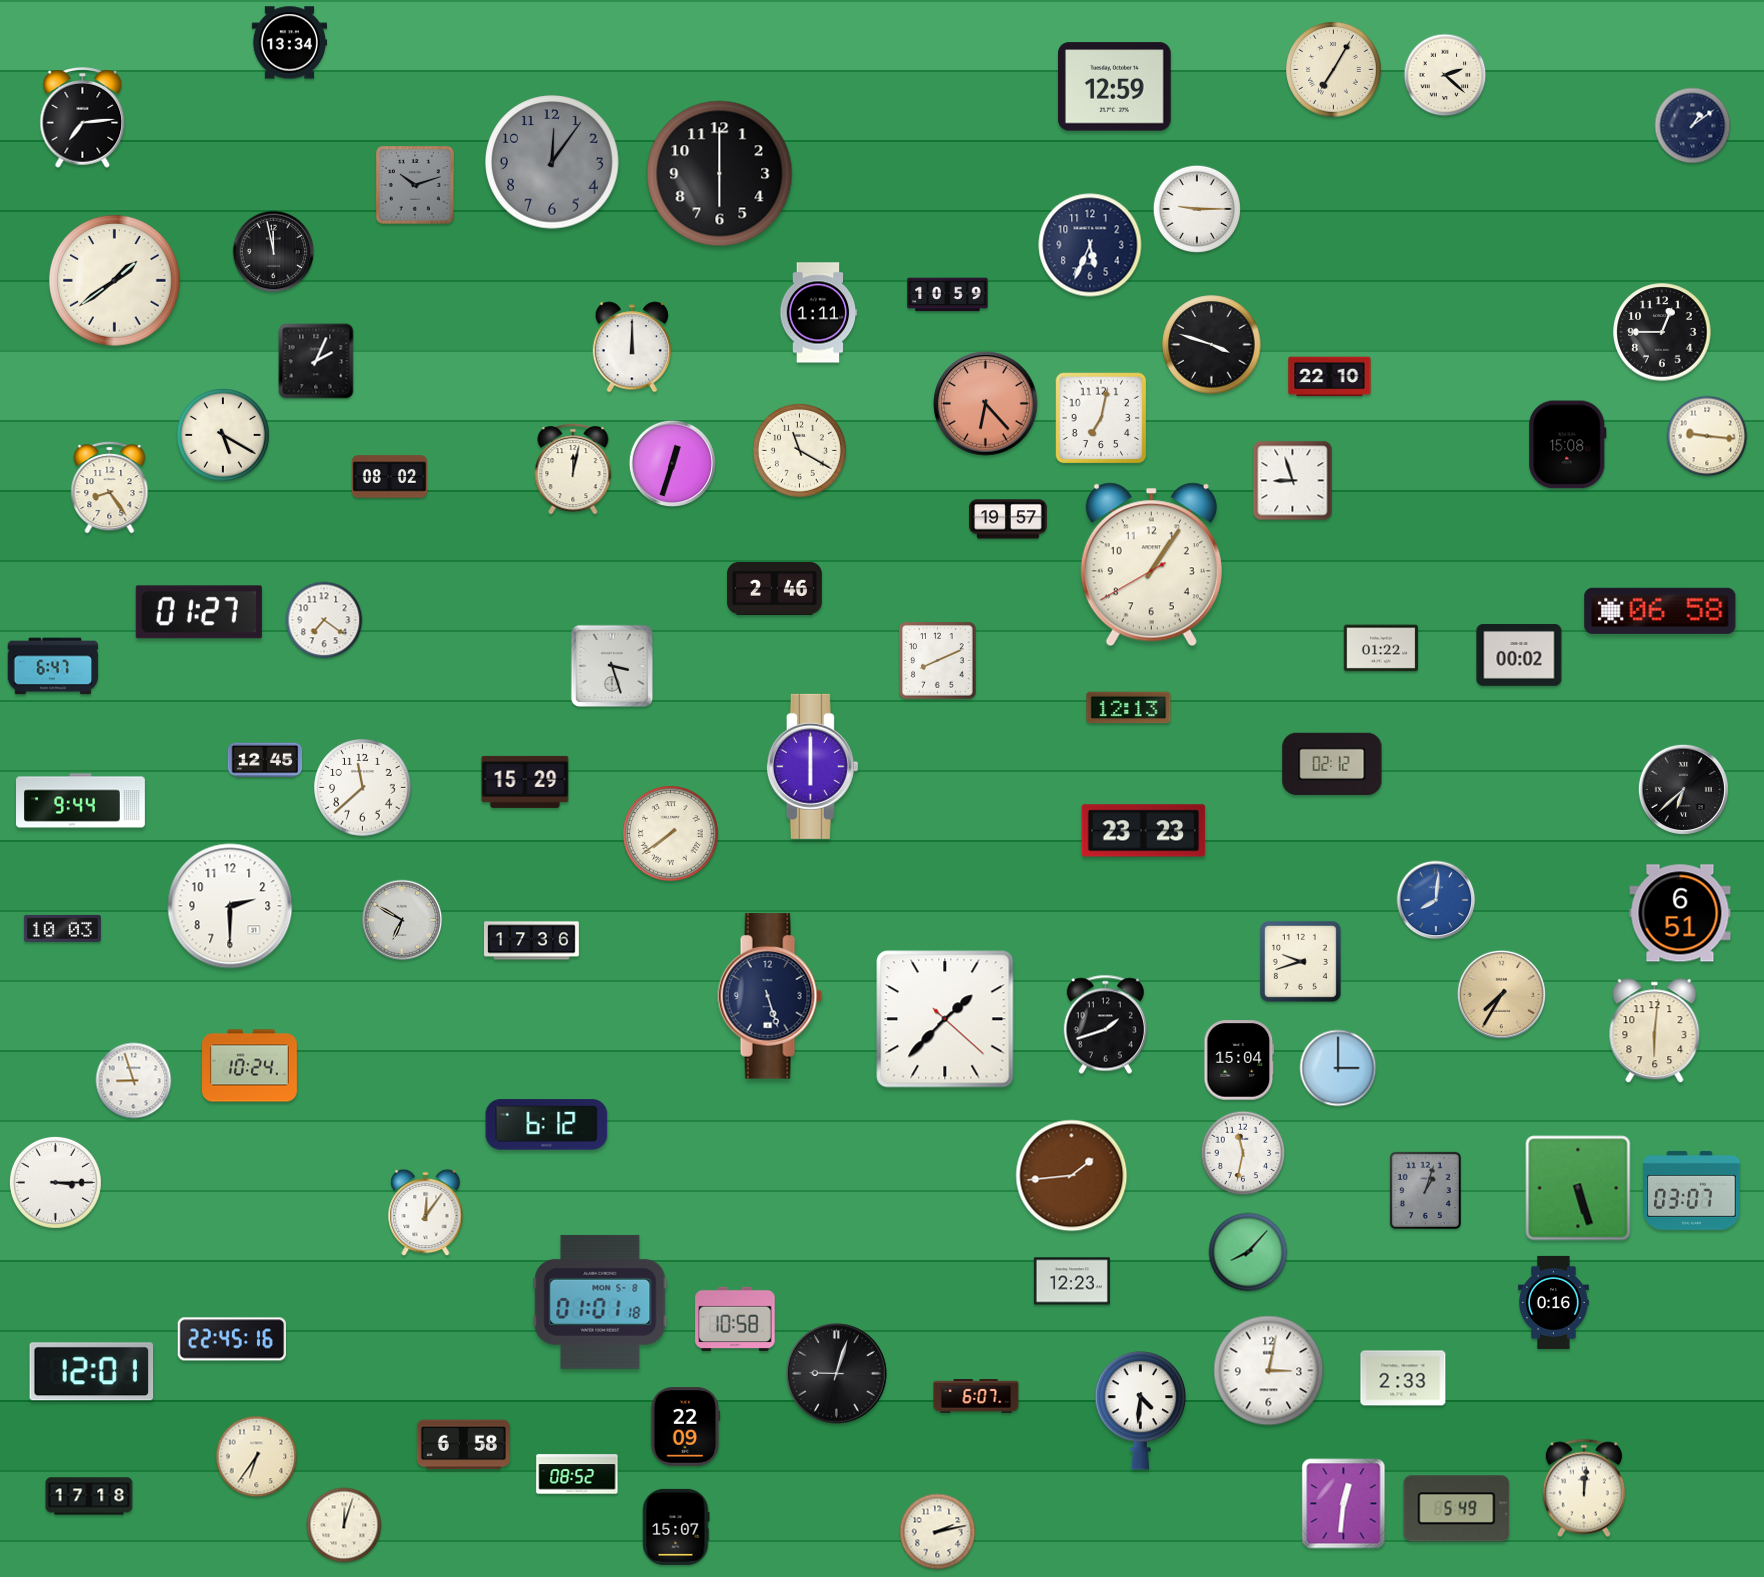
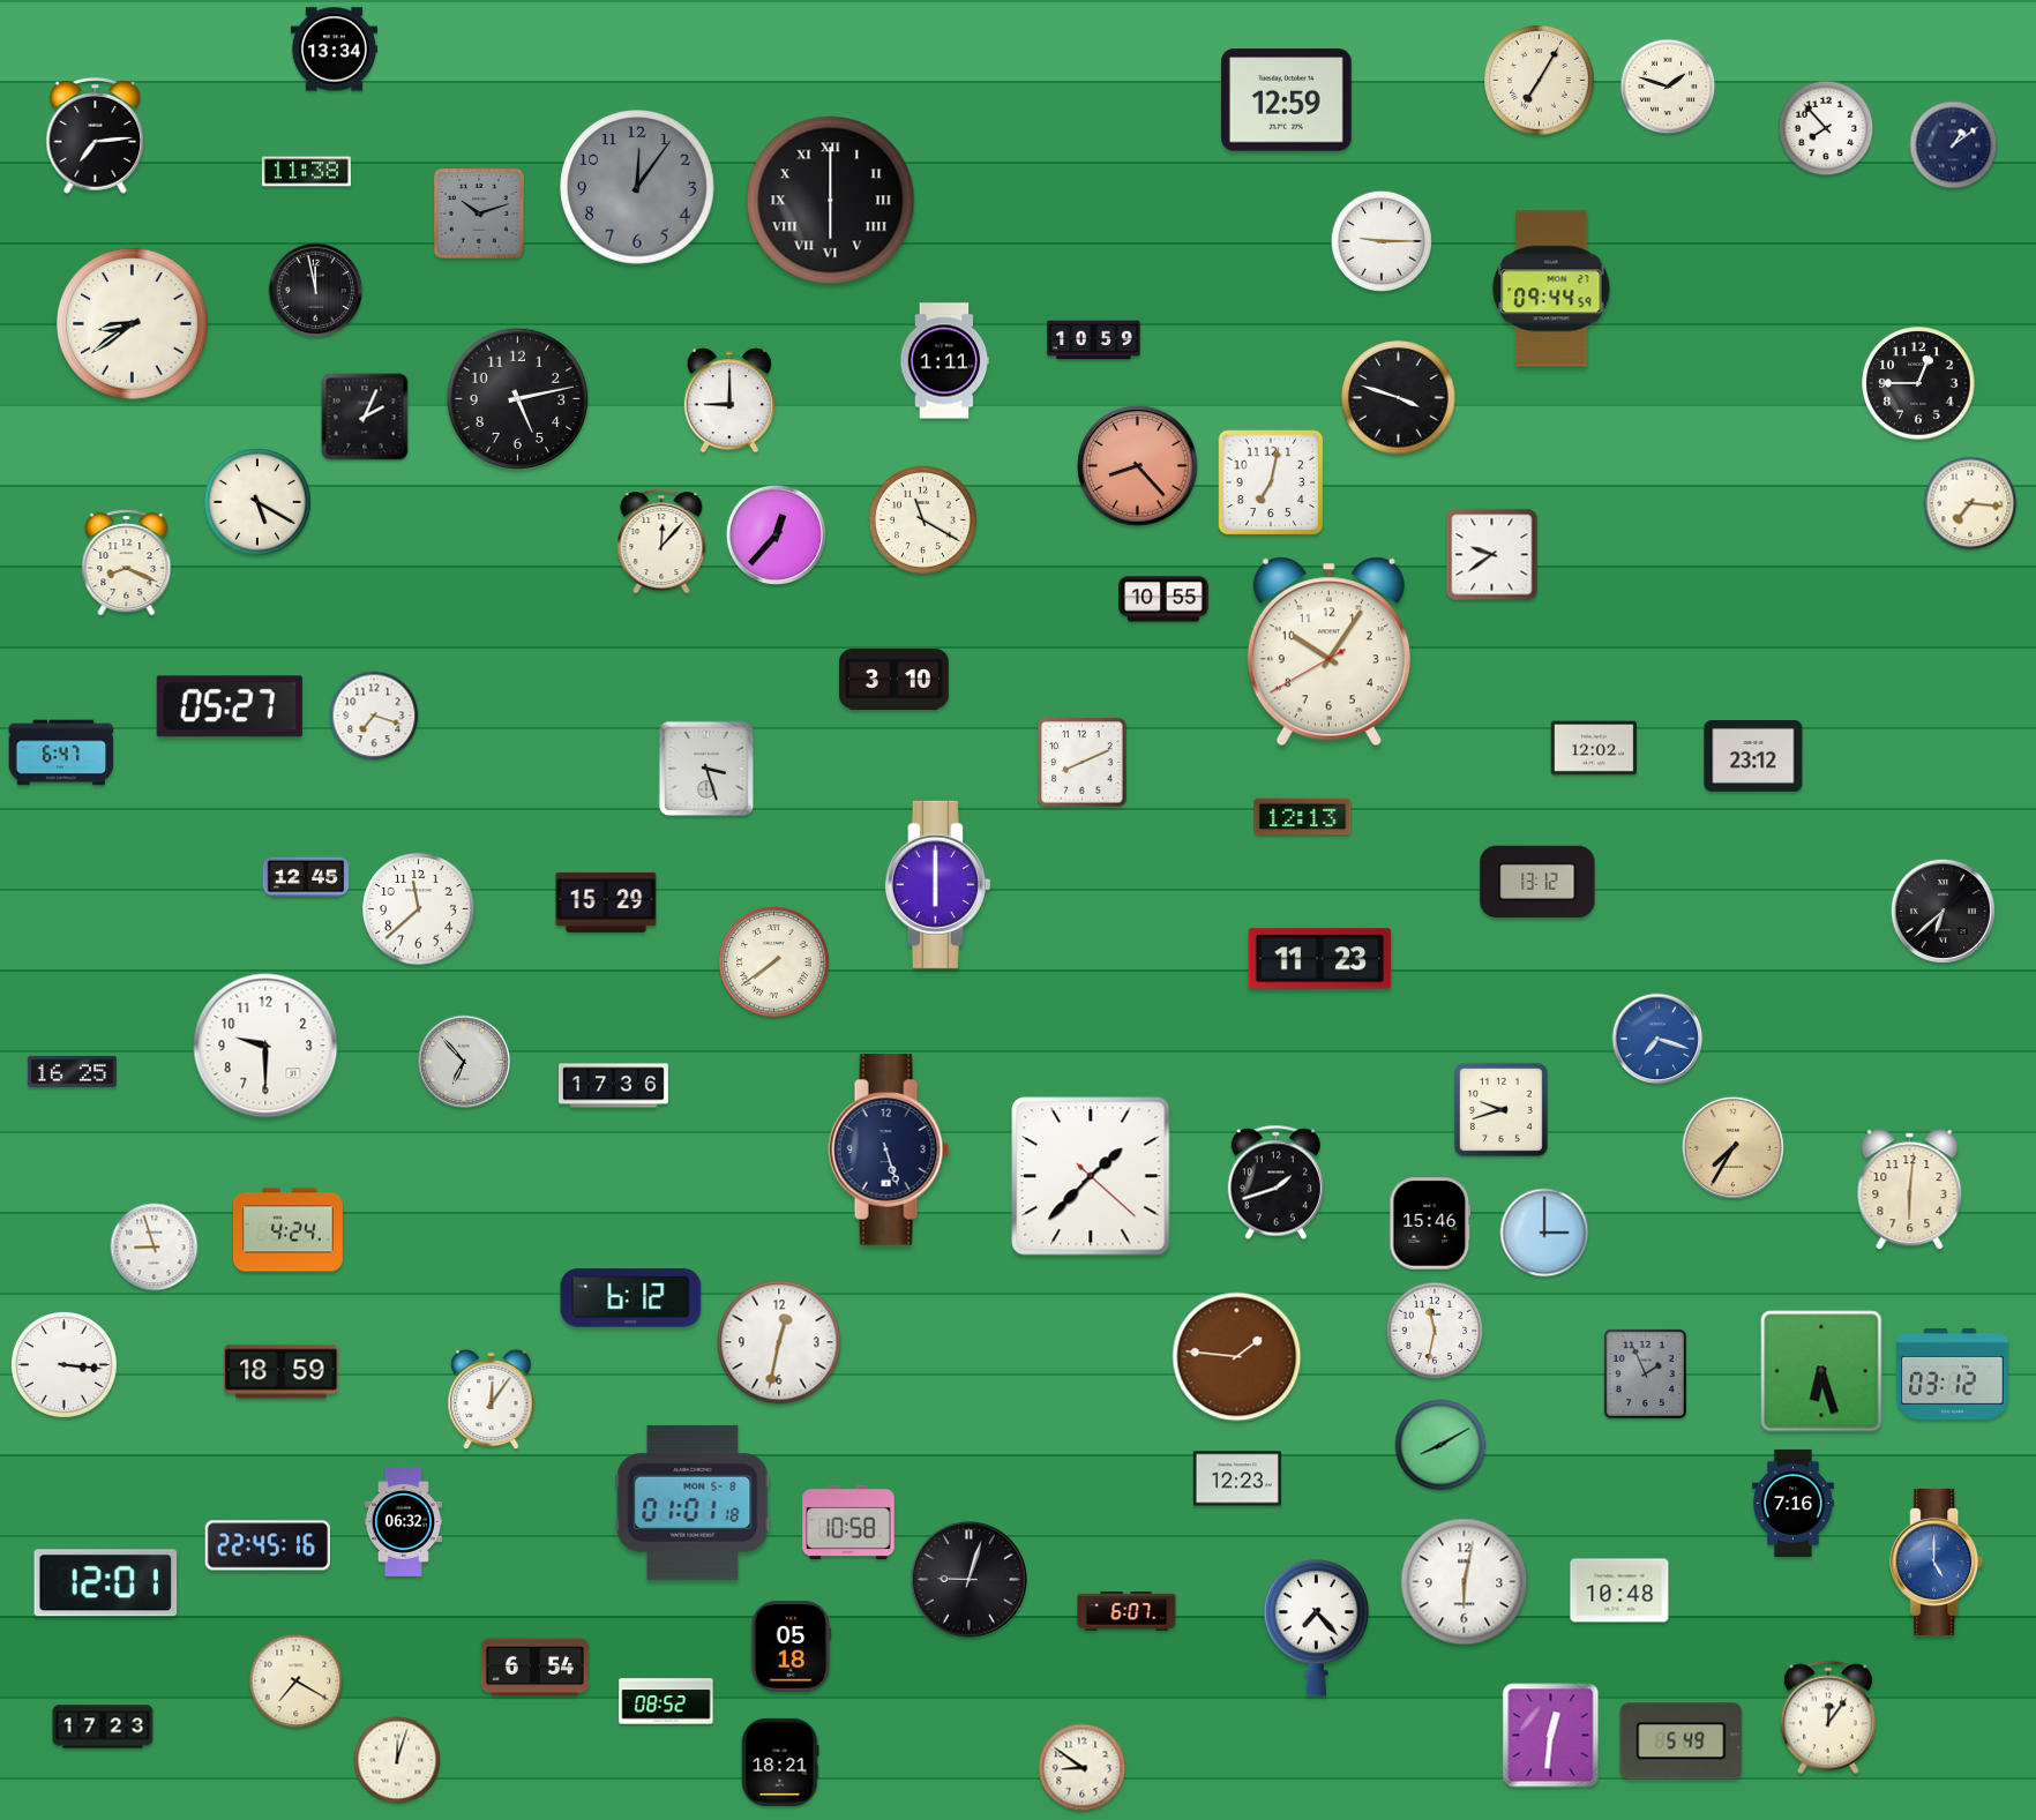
clock at (1445, 75): 2:22 -> 1:48
clock at (1826, 128): none -> 7:53
clock at (306, 172): none -> 11:38
clock at (720, 174) numerals: Arabic -> Roman
clock at (1090, 245): 5:34 -> none
clock at (1551, 289): none -> 09:44
clock at (114, 280): 1:39 -> 8:39
clock at (517, 398): none -> 5:13
clock at (631, 347): 12:00 -> 9:00
clock at (1330, 377): 22:10 -> none
clock at (986, 404): 6:23 -> 8:23
clock at (1707, 436): 9:16 -> 7:16
clock at (1568, 445): 15:08 -> none
clock at (672, 463): 12:33 -> 12:37
clock at (573, 469): 12:02 -> 12:07
clock at (389, 477): 08:02 -> none
clock at (1293, 481): 8:57 -> 9:39
clock at (110, 488): 8:24 -> 8:19
clock at (1009, 519): 19:57 -> 10:55
clock at (1151, 565): 1:05 -> 10:05
clock at (775, 588): 2:46 -> 3:10
clock at (1660, 611): 06:58 -> none
clock at (199, 612): 01:27 -> 05:27
clock at (324, 620): 7:21 -> 7:18
clock at (1381, 648): 01:22 -> 12:02
clock at (1519, 656): 00:02 -> 23:12
clock at (53, 666) position: (53, 666) -> (61, 752)
clock at (1332, 763): 02:12 -> 13:12
clock at (81, 801): 9:44 -> none
clock at (1144, 831): 23:23 -> 11:23
clock at (1436, 900): 8:01 -> 7:18
clock at (230, 906): 2:30 -> 9:30
clock at (1680, 913): 6:51 -> none
clock at (402, 920): 6:50 -> 6:53
clock at (62, 928): 10:03 -> 16:25
clock at (1239, 1060): 15:04 -> 15:46
clock at (250, 1066): 10:24 -> 4:24
clock at (779, 1342): none -> 12:32
clock at (1072, 1176): 1:44 -> 1:46
clock at (55, 1182): 3:15 -> 3:16
clock at (1578, 1188): 5:27 -> 6:27
clock at (282, 1372): none -> 18:59
clock at (1425, 1190): 1:03 -> 1:56
clock at (1692, 1190): 03:07 -> 03:12
clock at (1248, 1252): 8:07 -> 8:10
clock at (1554, 1302): 0:16 -> 7:16
clock at (403, 1522): none -> 06:32
clock at (1937, 1561): none -> 5:00
clock at (1269, 1371): 3:02 -> 6:02
clock at (837, 1374) position: (837, 1374) -> (970, 1580)
clock at (1403, 1378): 2:33 -> 10:48
clock at (1141, 1411): 4:31 -> 7:23
clock at (686, 1427): 22:09 -> 05:18
clock at (463, 1445): 6:58 -> 6:54
clock at (257, 1457): 6:36 -> 7:20
clock at (1584, 1488): 12:01 -> 12:06
clock at (89, 1496): 17:18 -> 17:23
clock at (676, 1527): 15:07 -> 18:21
clock at (938, 1532): 2:13 -> 8:51
